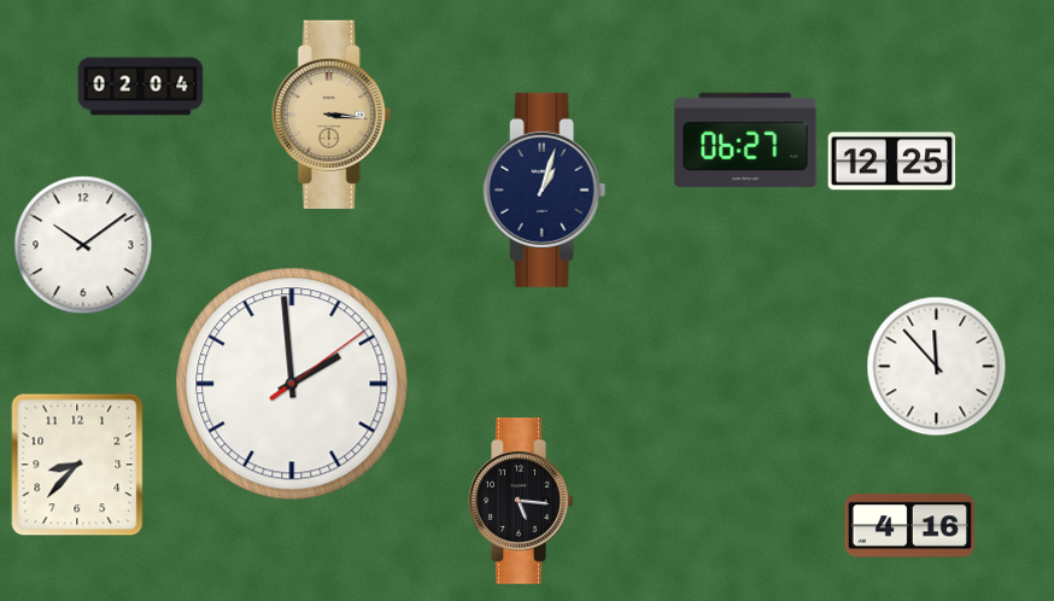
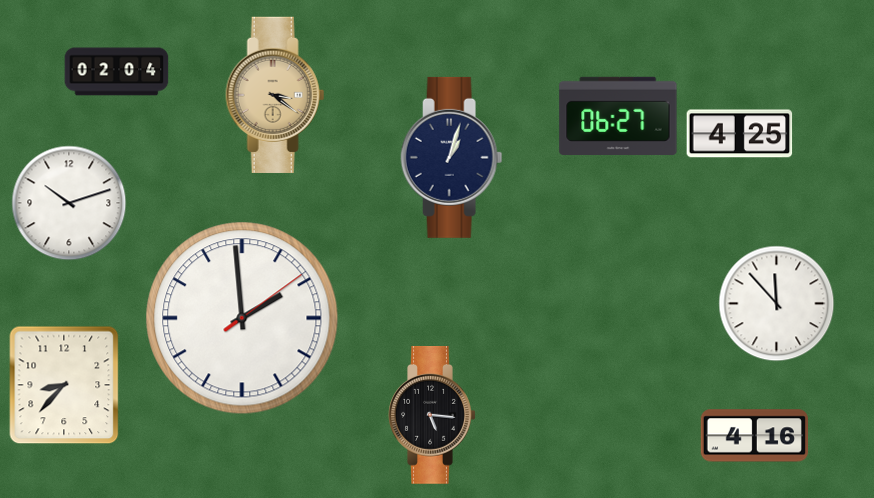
clock at (332, 115): 3:16 -> 3:21
clock at (892, 162): 12:25 -> 4:25
clock at (83, 245): 10:09 -> 10:12
